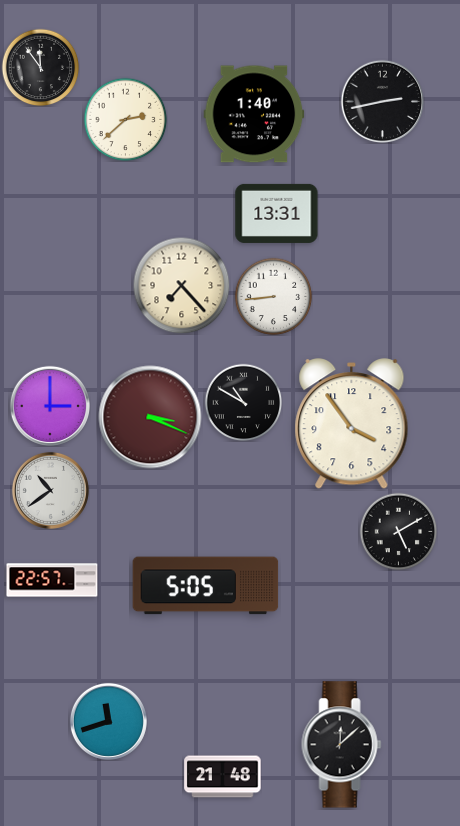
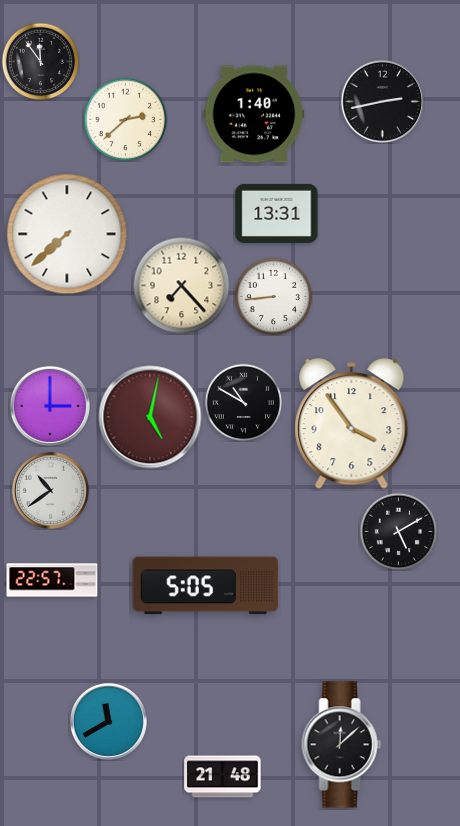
clock at (40, 67) position: (40, 67) -> (40, 61)
clock at (67, 234): none -> 7:38
clock at (150, 417): 3:19 -> 5:02
clock at (108, 721): 11:42 -> 11:40
